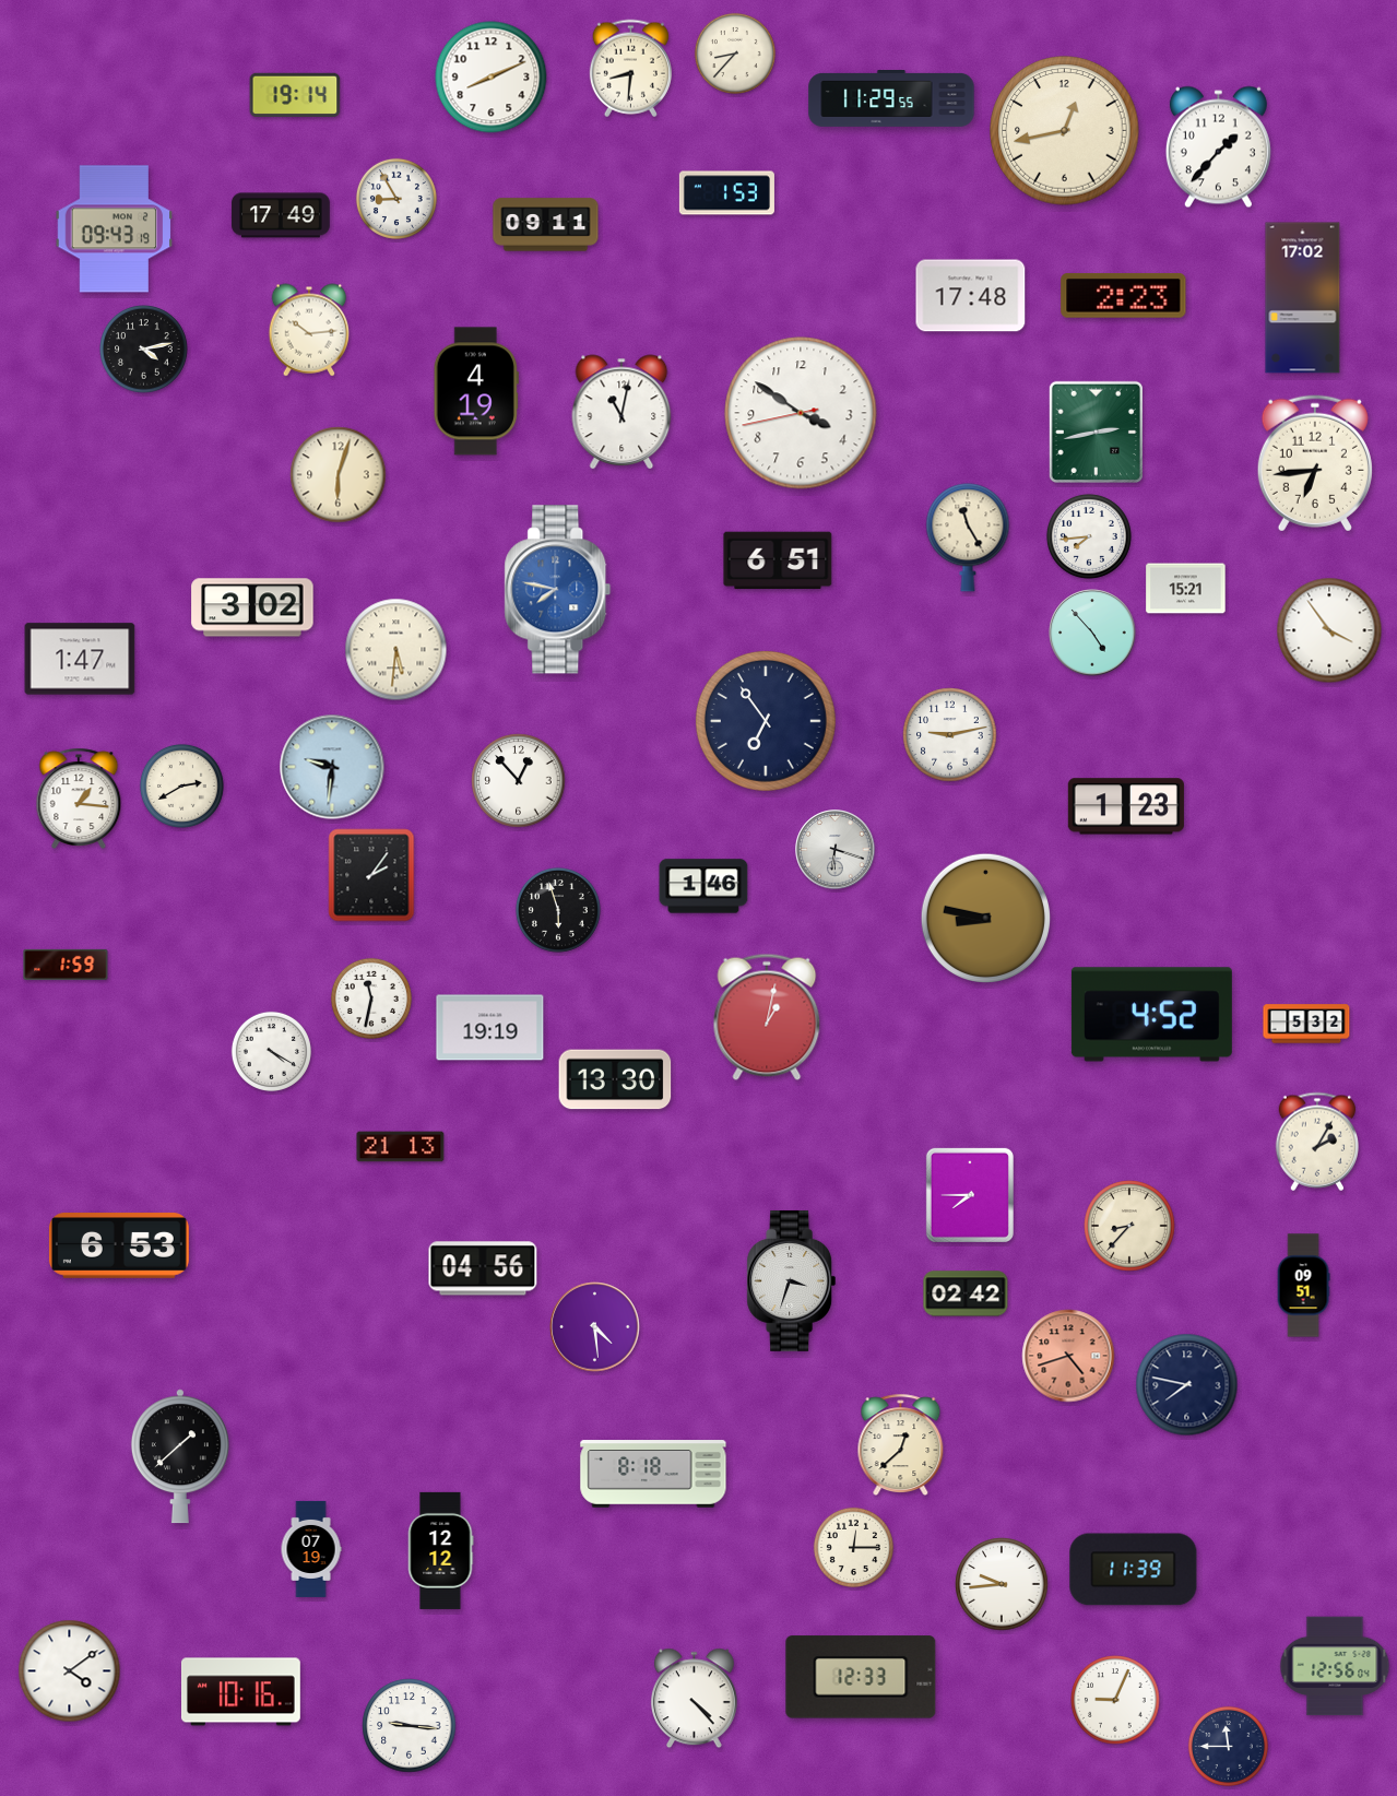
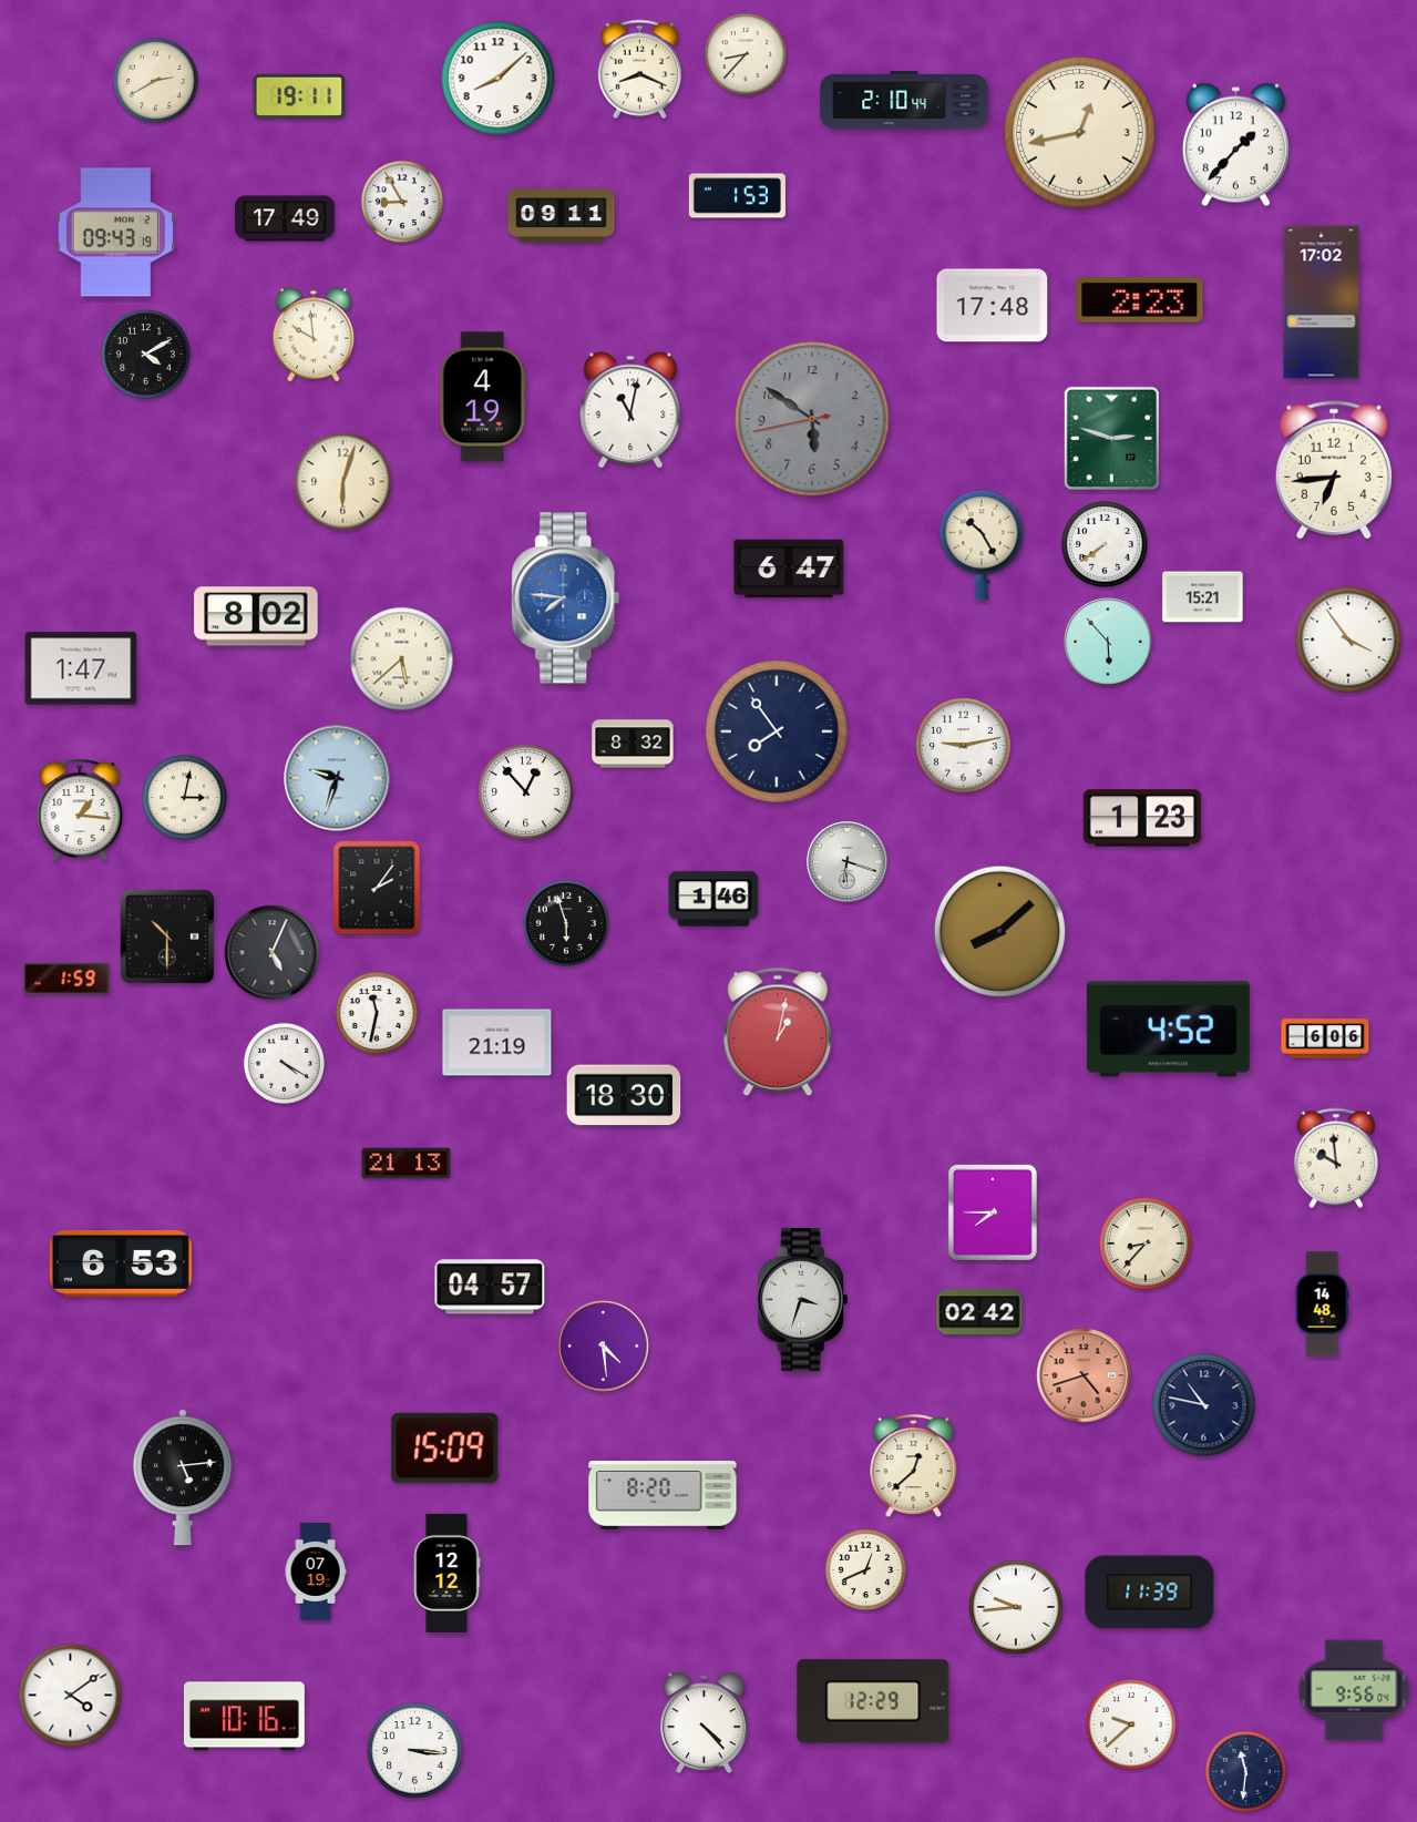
clock at (630, 69): 8:31 -> 8:19
clock at (492, 78): 8:11 -> 8:08
clock at (155, 80): none -> 2:40
clock at (295, 94): 19:14 -> 19:11
clock at (891, 99): 11:29 -> 2:10
clock at (1218, 147) position: (1218, 147) -> (1235, 145)
clock at (546, 225) position: (546, 225) -> (562, 216)
clock at (971, 296) position: (971, 296) -> (993, 306)
clock at (309, 330): 10:14 -> 9:59
clock at (144, 350): 4:13 -> 4:10
clock at (621, 412) position: (621, 412) -> (630, 410)
clock at (801, 413): 3:50 -> 5:50
clock at (801, 413) dial: white -> grey
clock at (1096, 432): 2:43 -> 2:48
clock at (1089, 536): 7:44 -> 7:39
clock at (968, 537): 11:25 -> 10:25
clock at (778, 560): 6:51 -> 6:47
clock at (558, 590): 7:47 -> 7:46
clock at (252, 607): 3:02 -> 8:02
clock at (1092, 633): 4:53 -> 5:53
clock at (396, 650): 5:31 -> 5:38
clock at (766, 721): 6:54 -> 7:54
clock at (633, 744): none -> 8:32
clock at (332, 767): 9:31 -> 9:33
clock at (181, 785): 2:40 -> 3:02
clock at (985, 918): 8:47 -> 8:08
clock at (167, 936): none -> 10:30
clock at (273, 953): none -> 5:04
clock at (1306, 1024): 5:32 -> 6:06
clock at (490, 1028): 19:19 -> 21:19
clock at (271, 1051) position: (271, 1051) -> (284, 1063)
clock at (615, 1079): 13:30 -> 18:30
clock at (1316, 1142): 2:05 -> 9:59
clock at (970, 1195) position: (970, 1195) -> (993, 1212)
clock at (483, 1268): 04:56 -> 04:57
clock at (1303, 1286): 09:51 -> 14:48
clock at (1187, 1385): 7:47 -> 10:47
clock at (445, 1447): none -> 15:09
clock at (180, 1456): 1:38 -> 5:14
clock at (653, 1474): 8:18 -> 8:20
clock at (853, 1547): 12:15 -> 12:41
clock at (1335, 1666): 12:56 -> 9:56
clock at (861, 1677): 12:33 -> 12:29
clock at (1115, 1700): 9:04 -> 9:38
clock at (410, 1726): 9:16 -> 3:16
clock at (1228, 1746): 11:45 -> 11:31
